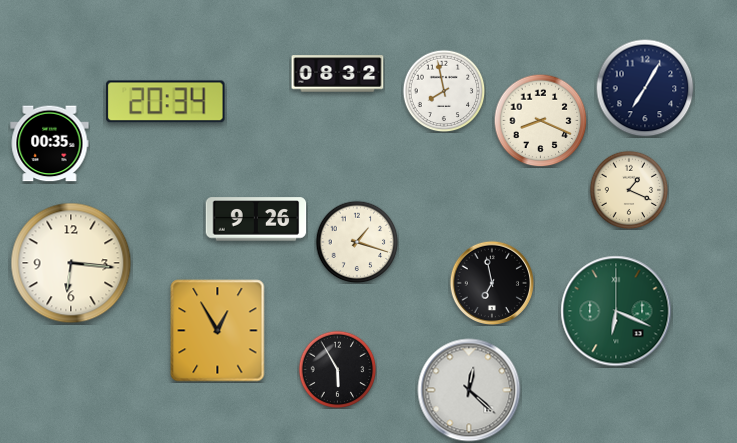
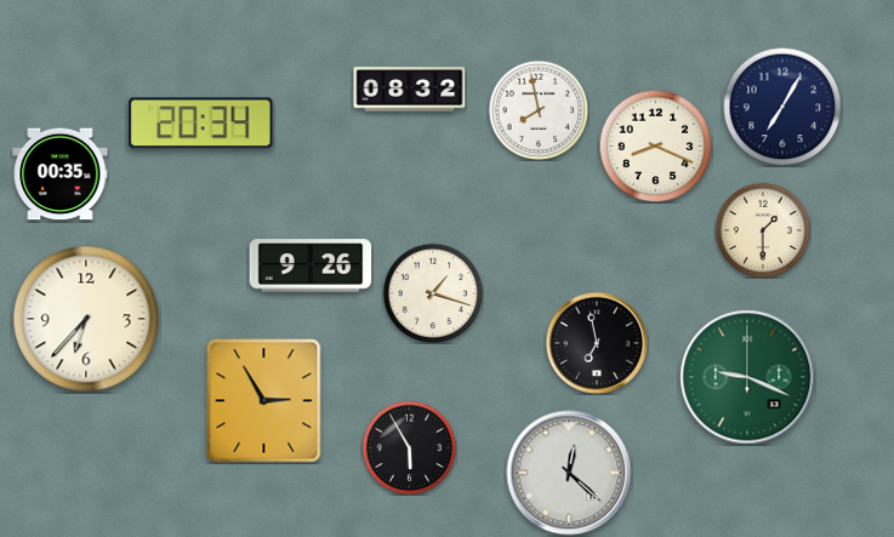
clock at (629, 190): 1:19 -> 1:30
clock at (71, 263): 6:16 -> 6:37
clock at (616, 311): 6:19 -> 9:19
clock at (218, 331): 12:55 -> 2:55
